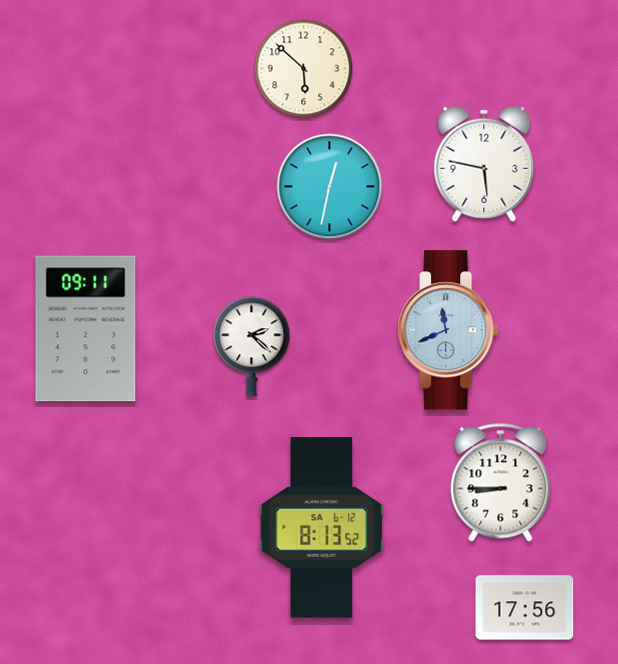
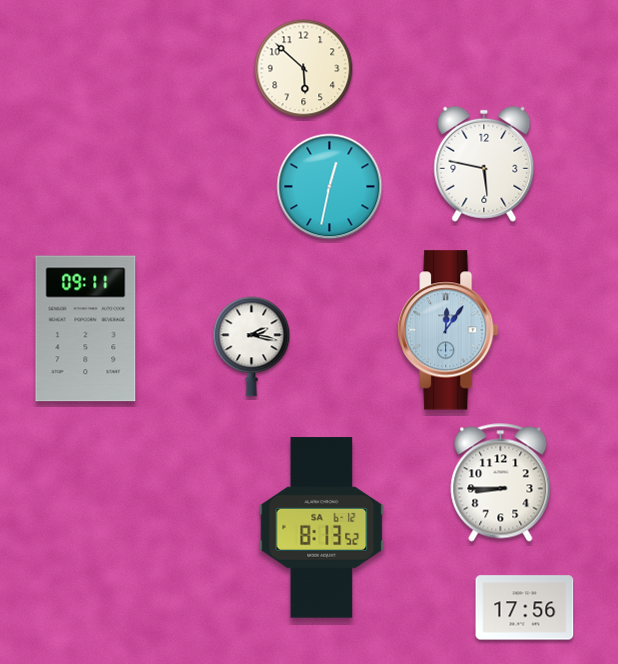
clock at (448, 330): 11:41 -> 12:06
clock at (252, 347): 2:22 -> 2:17
